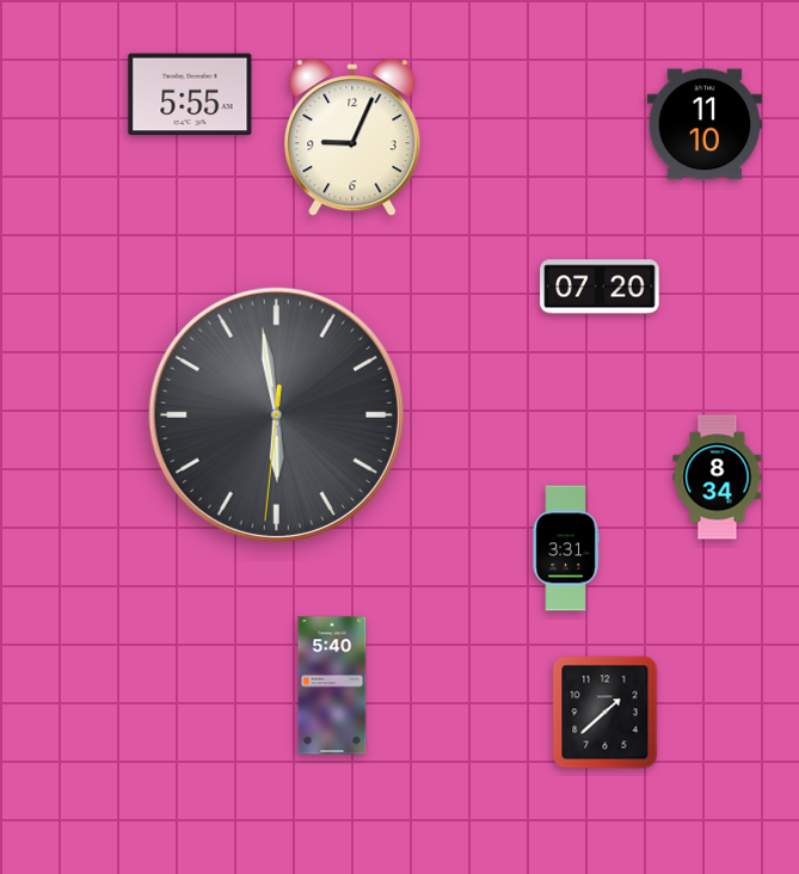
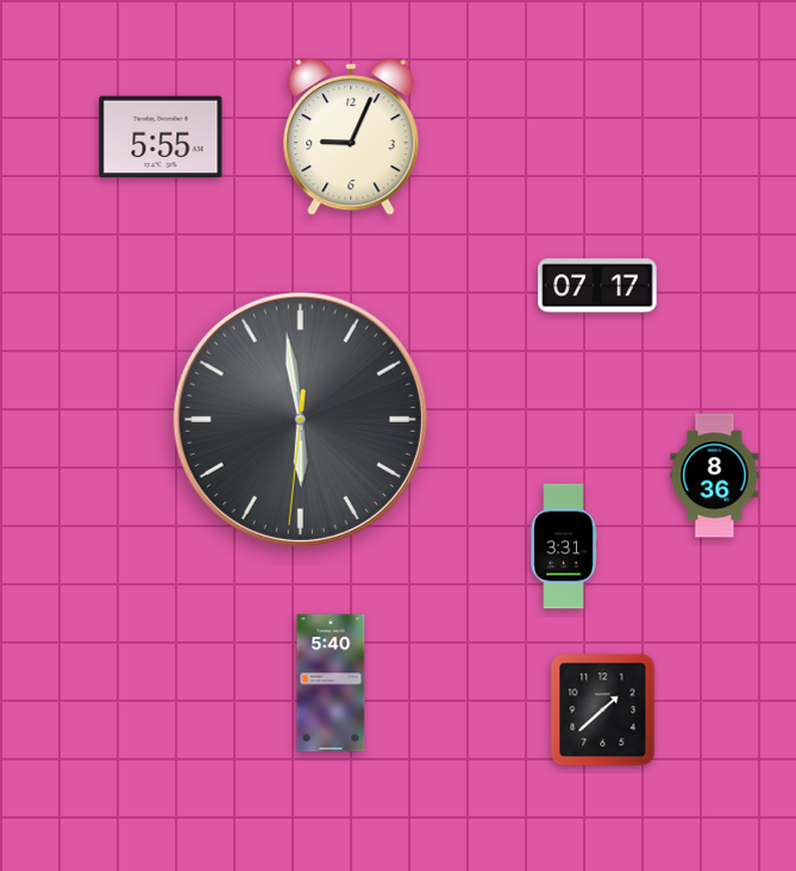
clock at (190, 94) position: (190, 94) -> (161, 137)
clock at (703, 124): 11:10 -> none
clock at (600, 287): 07:20 -> 07:17
clock at (276, 414) position: (276, 414) -> (300, 419)
clock at (718, 478): 8:34 -> 8:36
